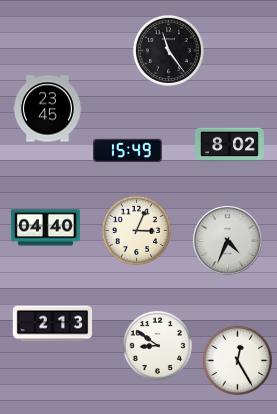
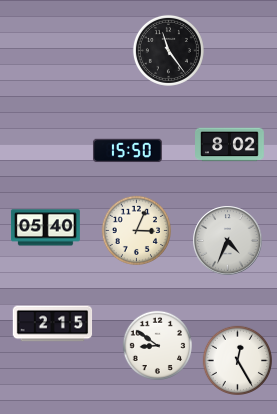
clock at (48, 109): 23:45 -> none
clock at (127, 151): 15:49 -> 15:50
clock at (45, 228): 04:40 -> 05:40
clock at (53, 324): 2:13 -> 2:15
